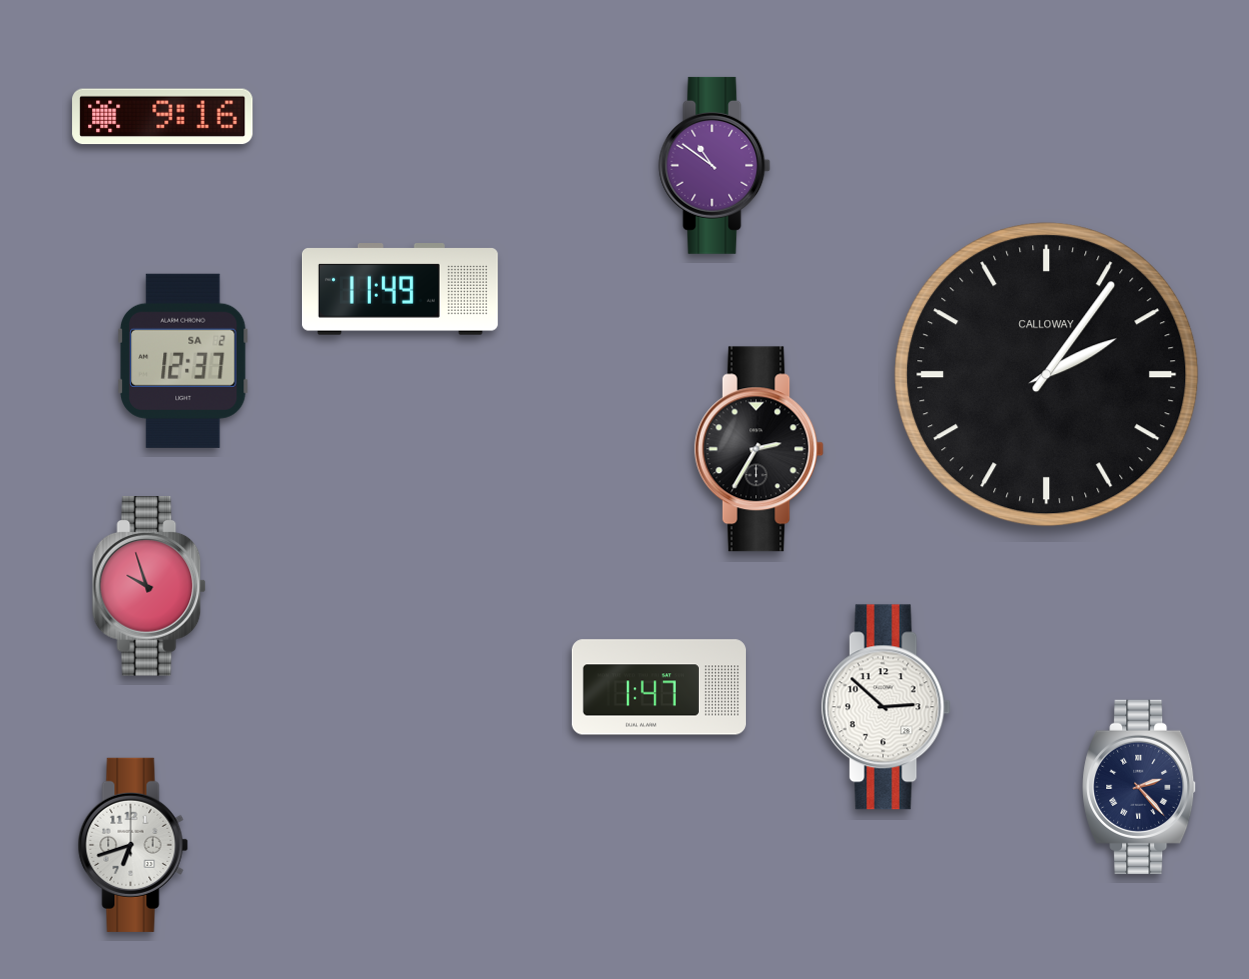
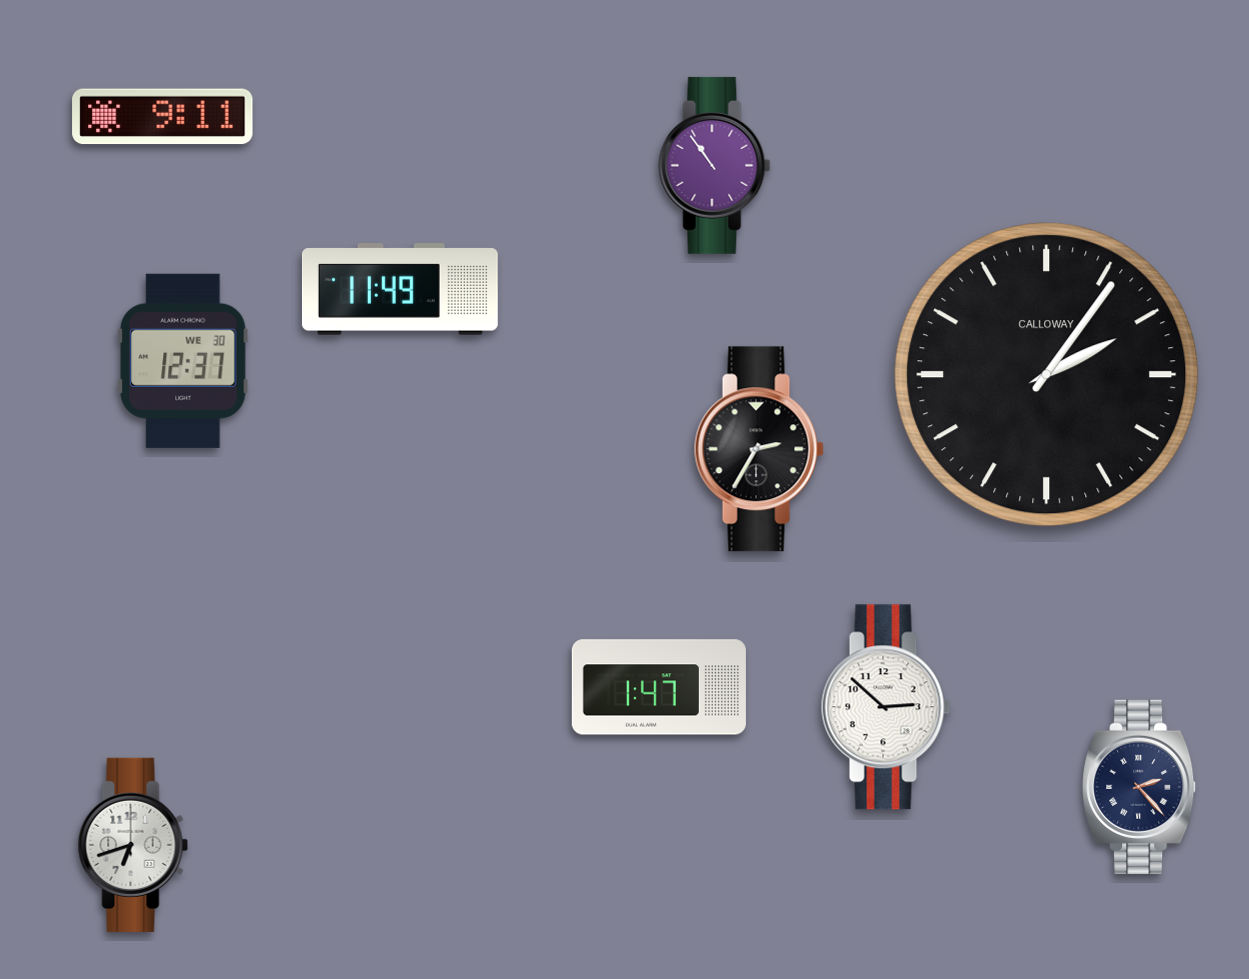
clock at (163, 117): 9:16 -> 9:11
clock at (715, 165): 10:51 -> 10:54
clock at (183, 361) date: SA 2 -> WE 30
clock at (149, 586): 9:57 -> none
